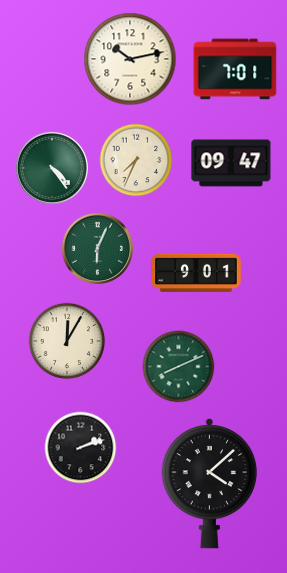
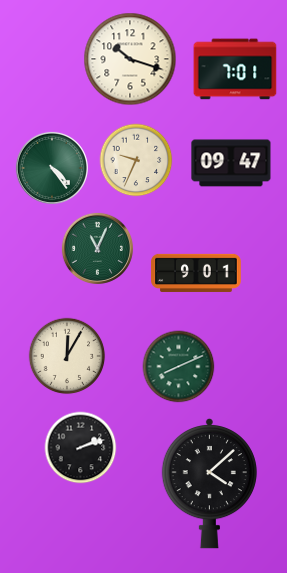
clock at (130, 59): 10:13 -> 10:18
clock at (136, 160): 7:34 -> 9:34
clock at (97, 248): 6:04 -> 11:04
clock at (67, 341) position: (67, 341) -> (67, 356)
